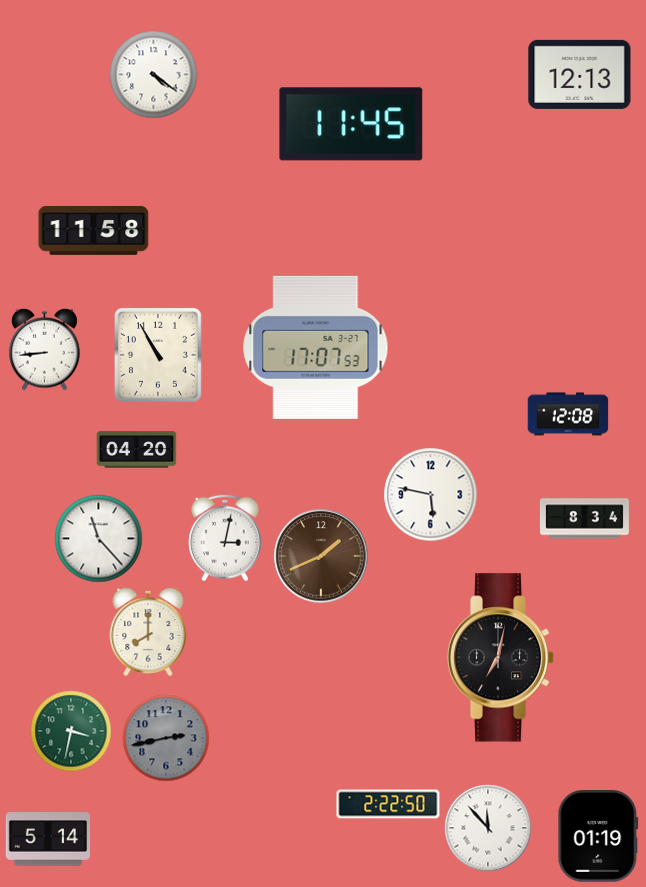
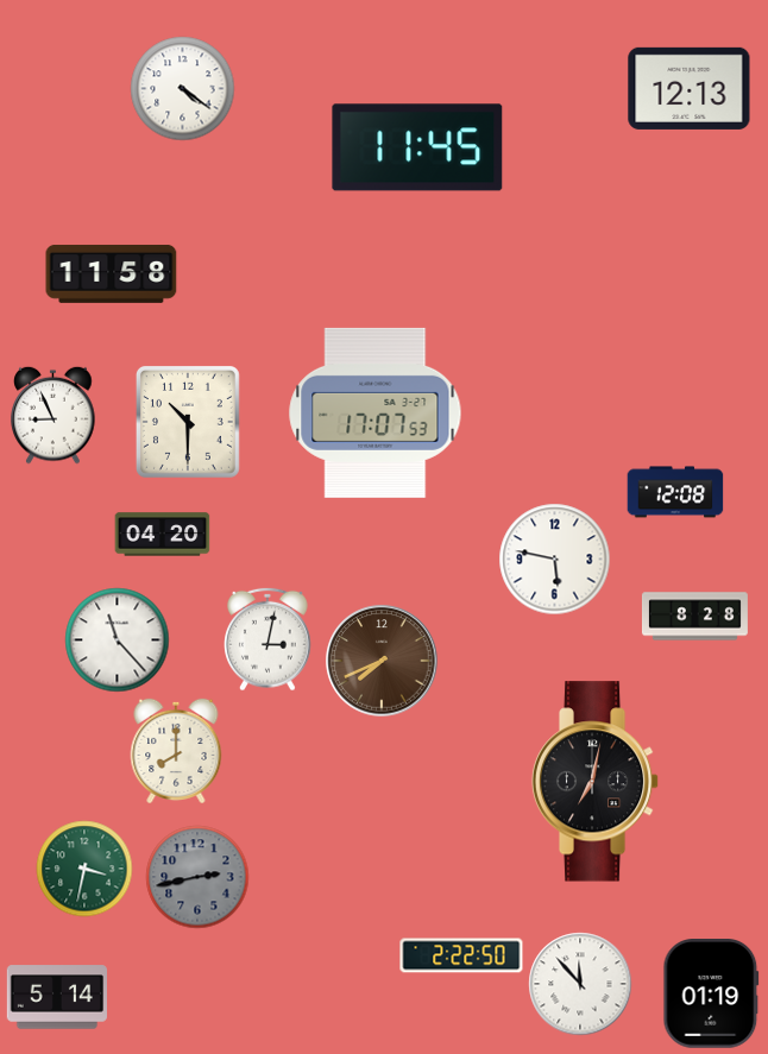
clock at (45, 349): 8:44 -> 8:56
clock at (158, 355): 10:55 -> 10:30
clock at (431, 495) position: (431, 495) -> (555, 560)
clock at (584, 519): 8:34 -> 8:28
clock at (321, 556): 1:41 -> 7:41
